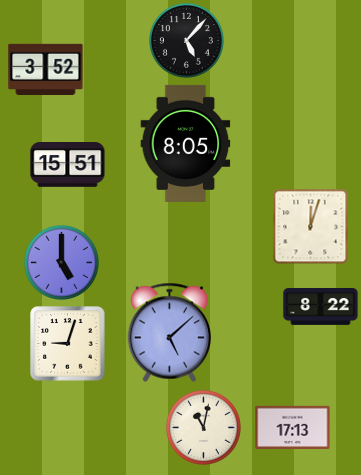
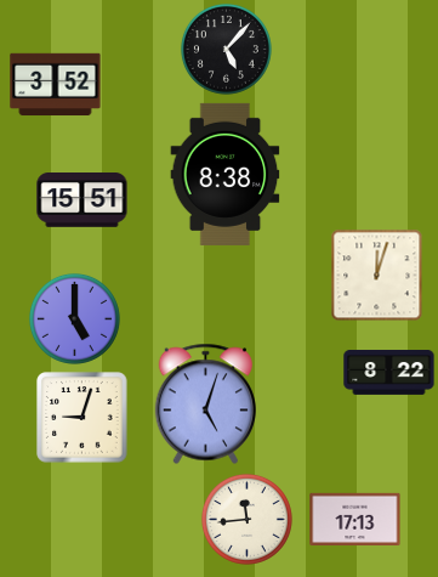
clock at (186, 143): 8:05 -> 8:38
clock at (169, 333): 5:08 -> 5:03
clock at (203, 427): 11:02 -> 11:44
